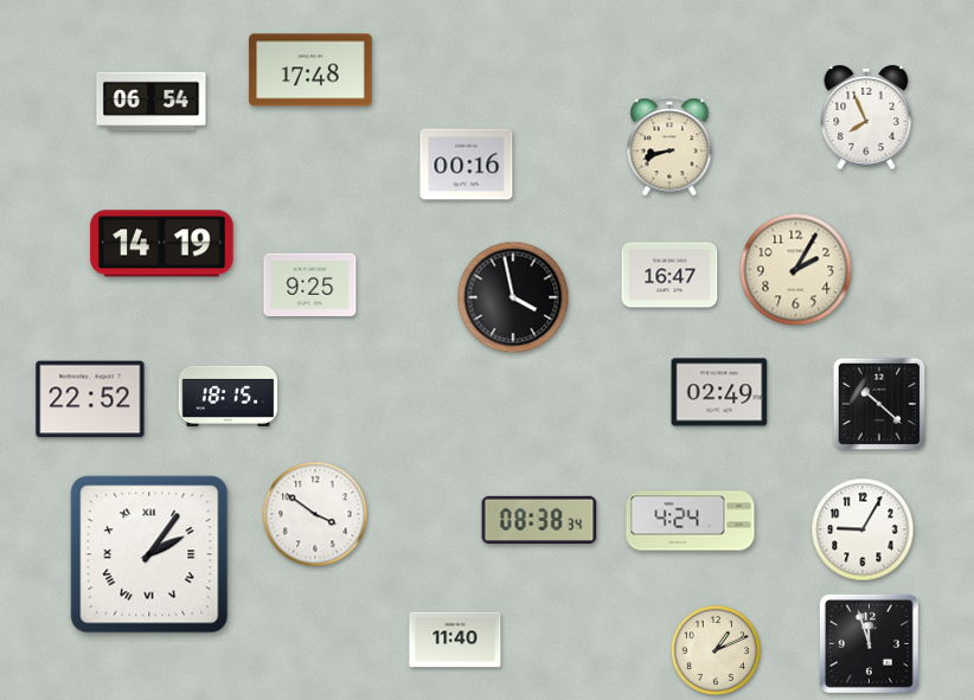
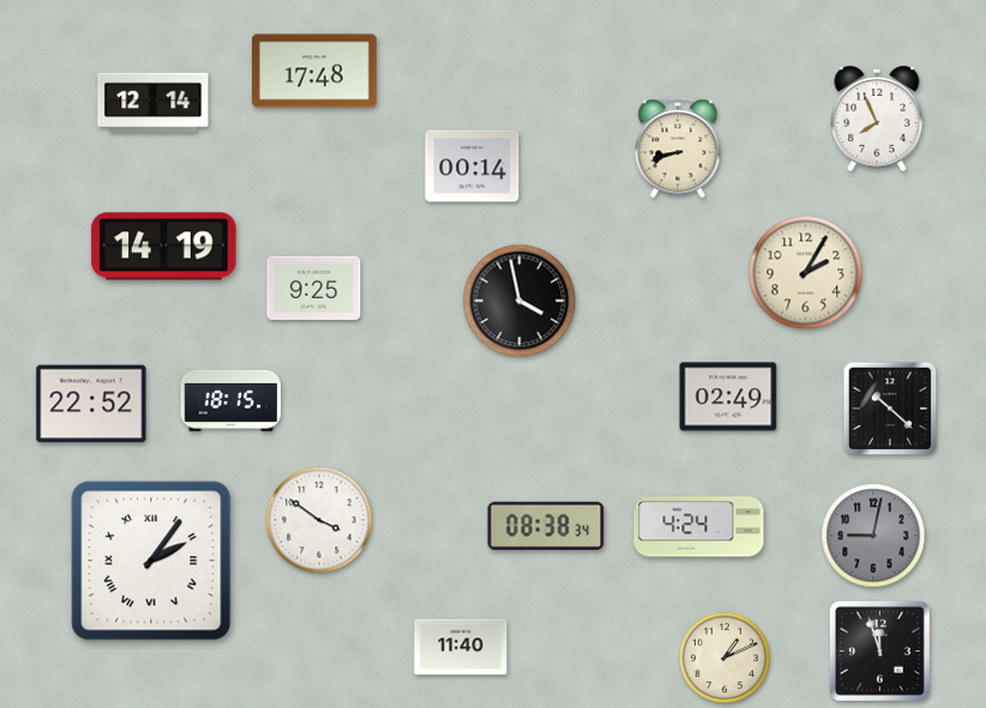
clock at (152, 102): 06:54 -> 12:14
clock at (467, 165): 00:16 -> 00:14
clock at (669, 275): 16:47 -> none
clock at (863, 529): 9:05 -> 9:02
clock at (863, 529) dial: white -> grey
